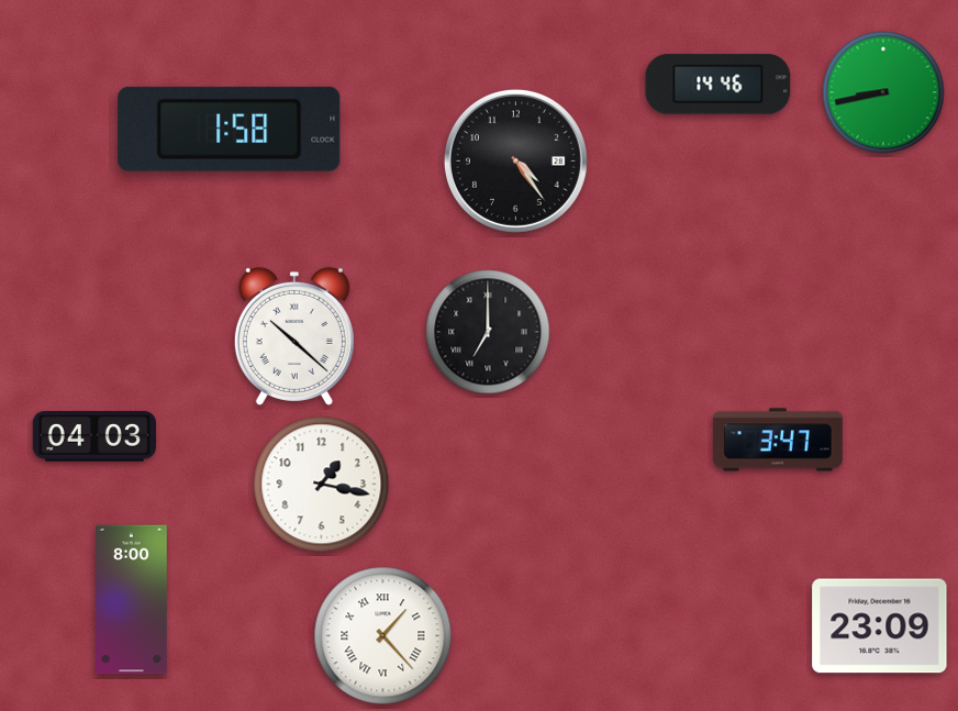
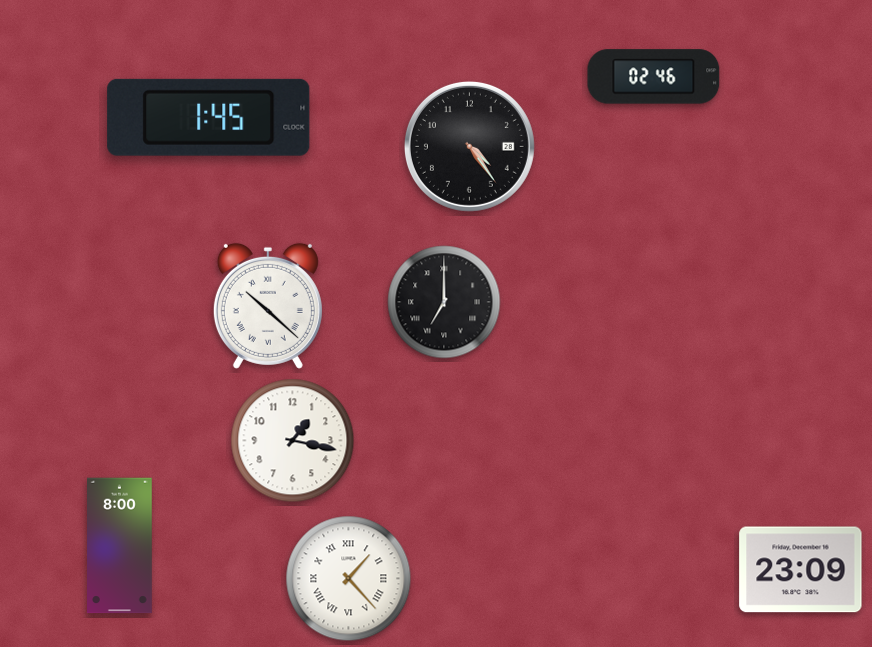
clock at (718, 85): 14:46 -> 02:46
clock at (883, 92): 8:43 -> none
clock at (230, 129): 1:58 -> 1:45
clock at (93, 436): 04:03 -> none
clock at (778, 440): 3:47 -> none
